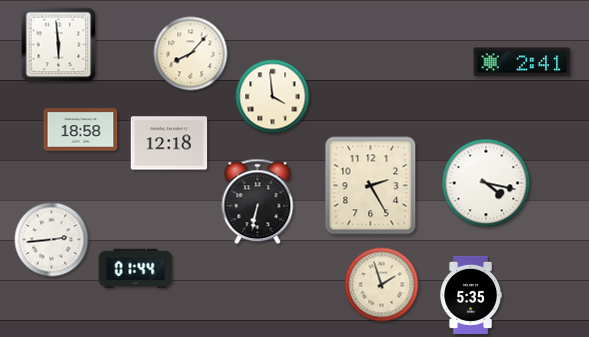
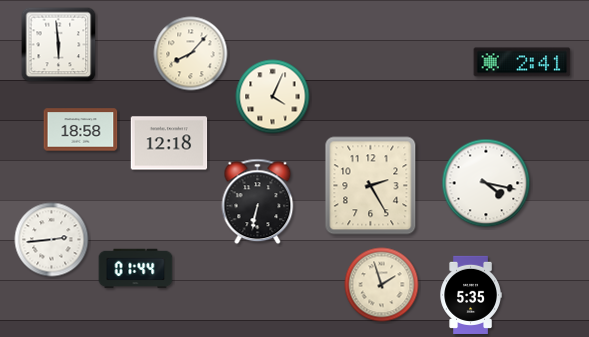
clock at (273, 97): 3:59 -> 4:04
